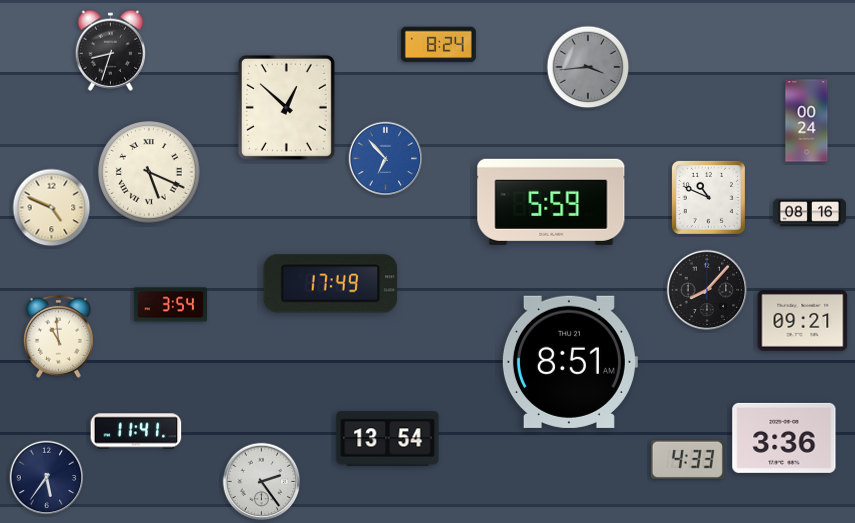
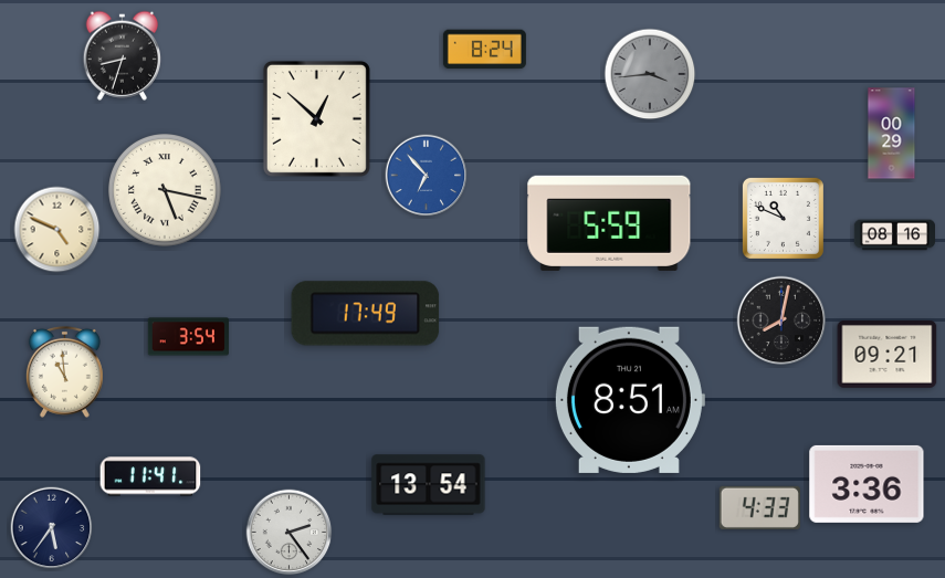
clock at (807, 121): 00:24 -> 00:29
clock at (150, 173): 5:19 -> 5:17
clock at (707, 290): 8:07 -> 8:02
